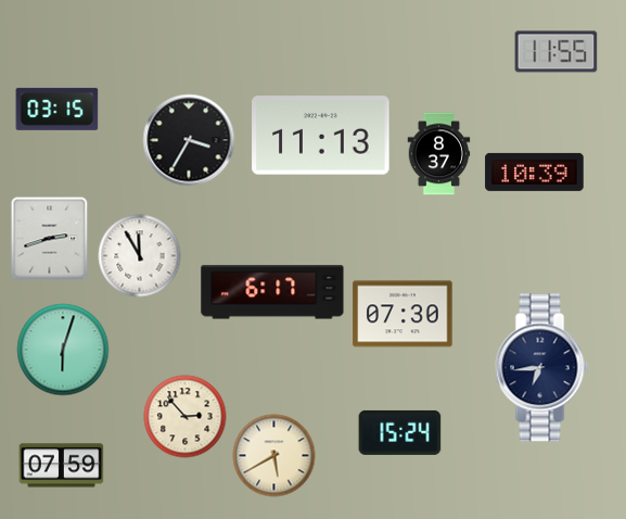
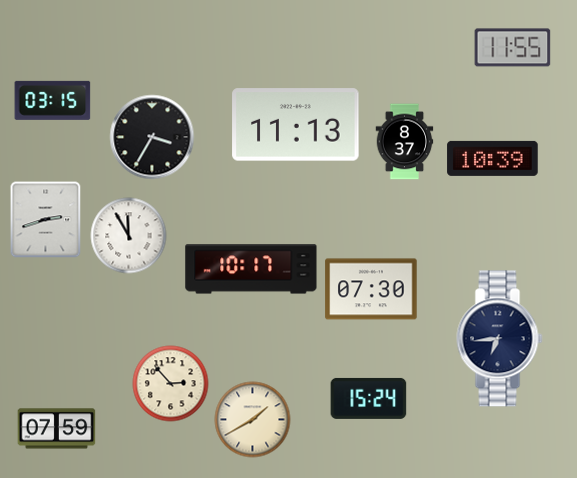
clock at (189, 140) position: (189, 140) -> (152, 137)
clock at (272, 292): 6:17 -> 10:17
clock at (63, 350): 6:03 -> none
clock at (274, 456): 5:40 -> 1:40
